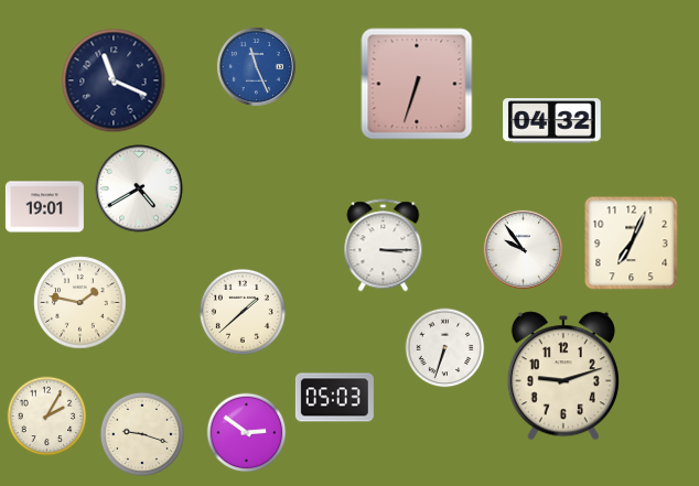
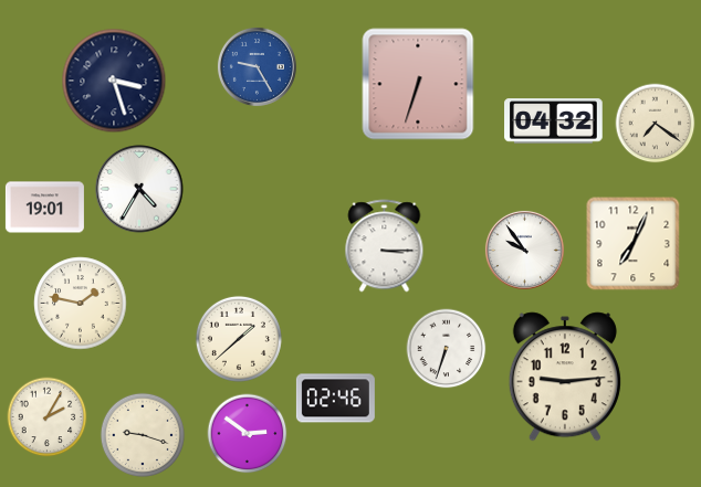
clock at (256, 66): 11:26 -> 9:25
clock at (114, 80): 11:19 -> 3:27
clock at (656, 124): none -> 7:21
clock at (139, 188): 4:40 -> 4:35
clock at (243, 312) position: (243, 312) -> (239, 339)
clock at (563, 376): 9:12 -> 9:14
clock at (334, 398): 05:03 -> 02:46
